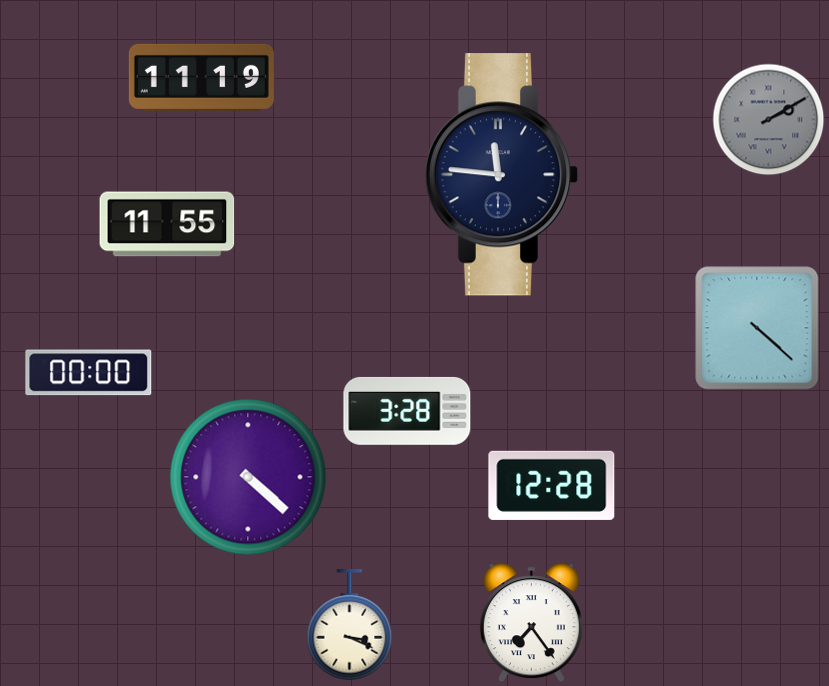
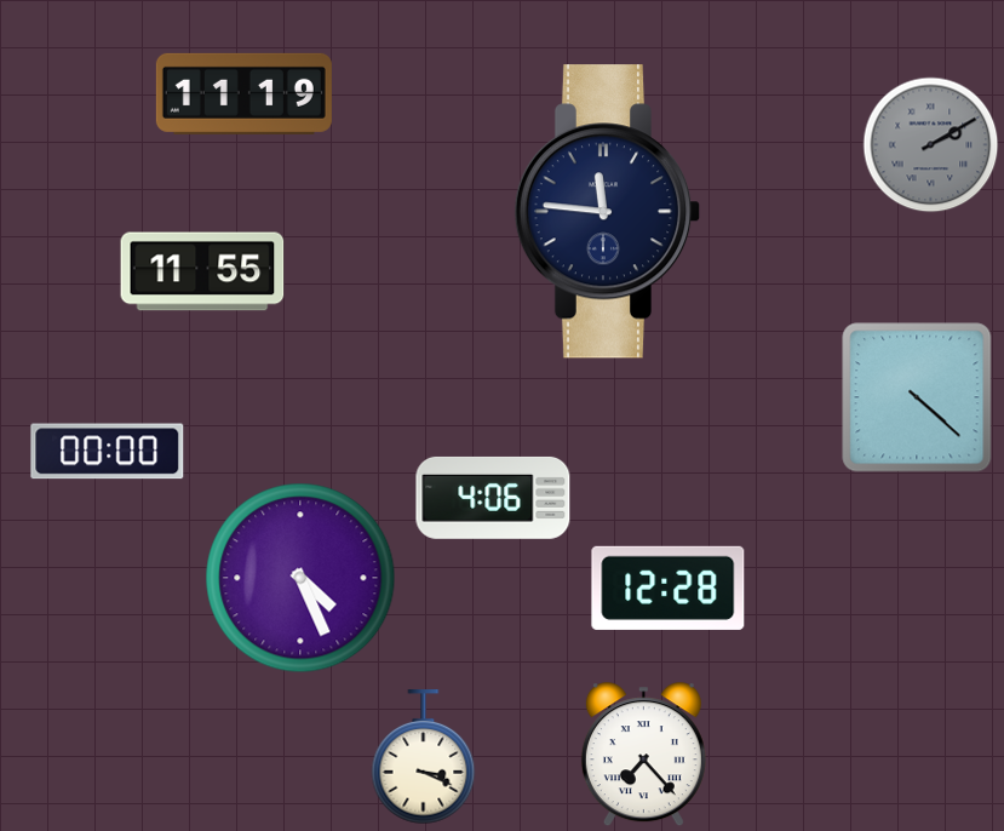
clock at (407, 411): 3:28 -> 4:06
clock at (248, 477): 4:22 -> 4:26
clock at (531, 623): 7:24 -> 7:23
